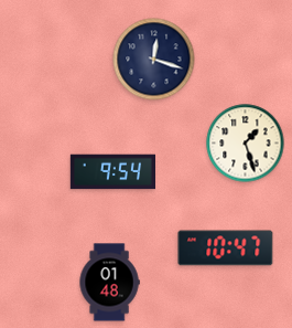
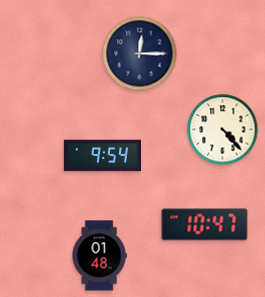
clock at (154, 60): 12:18 -> 12:15
clock at (246, 144): 1:27 -> 4:23
